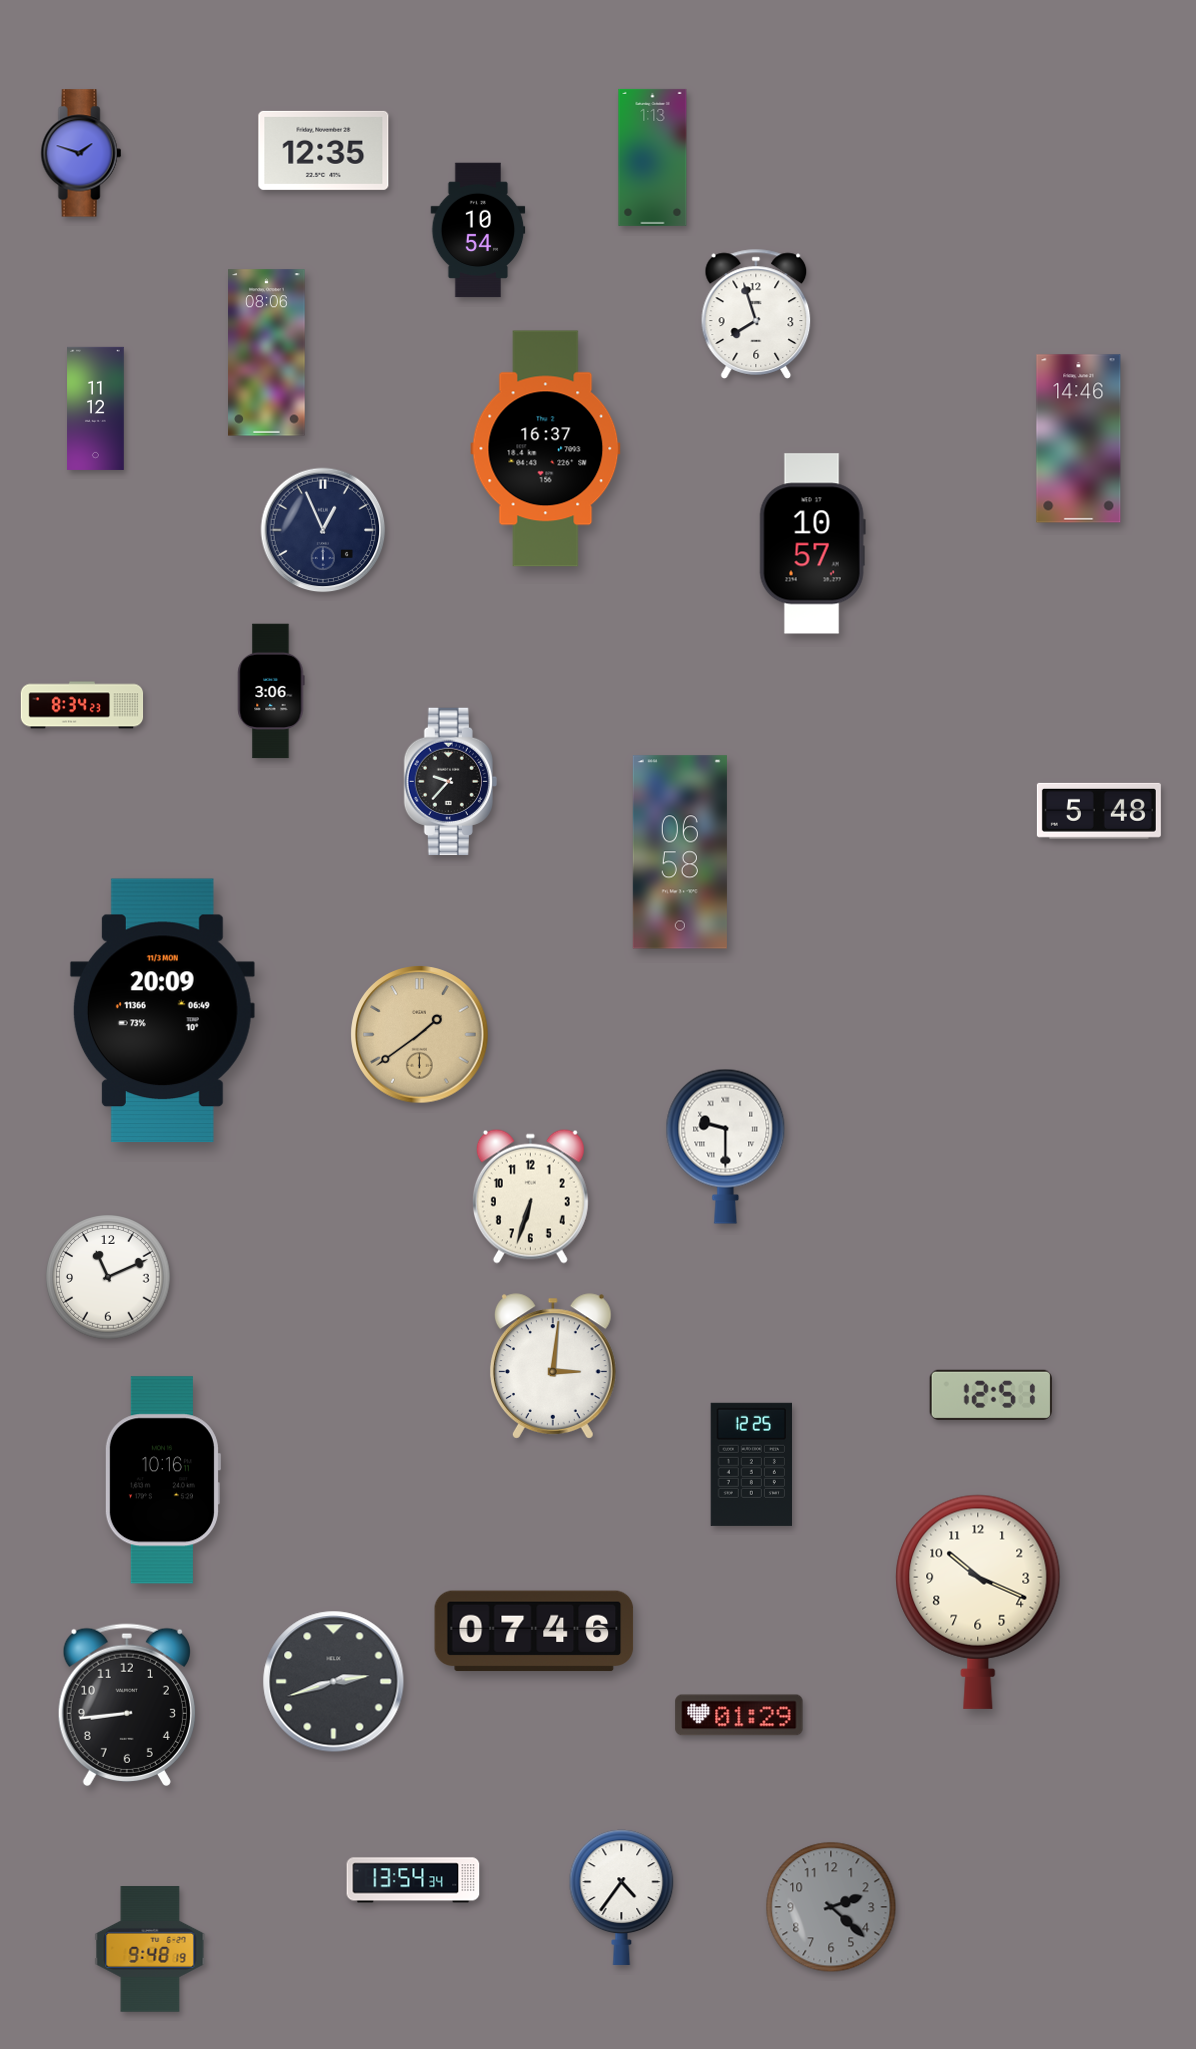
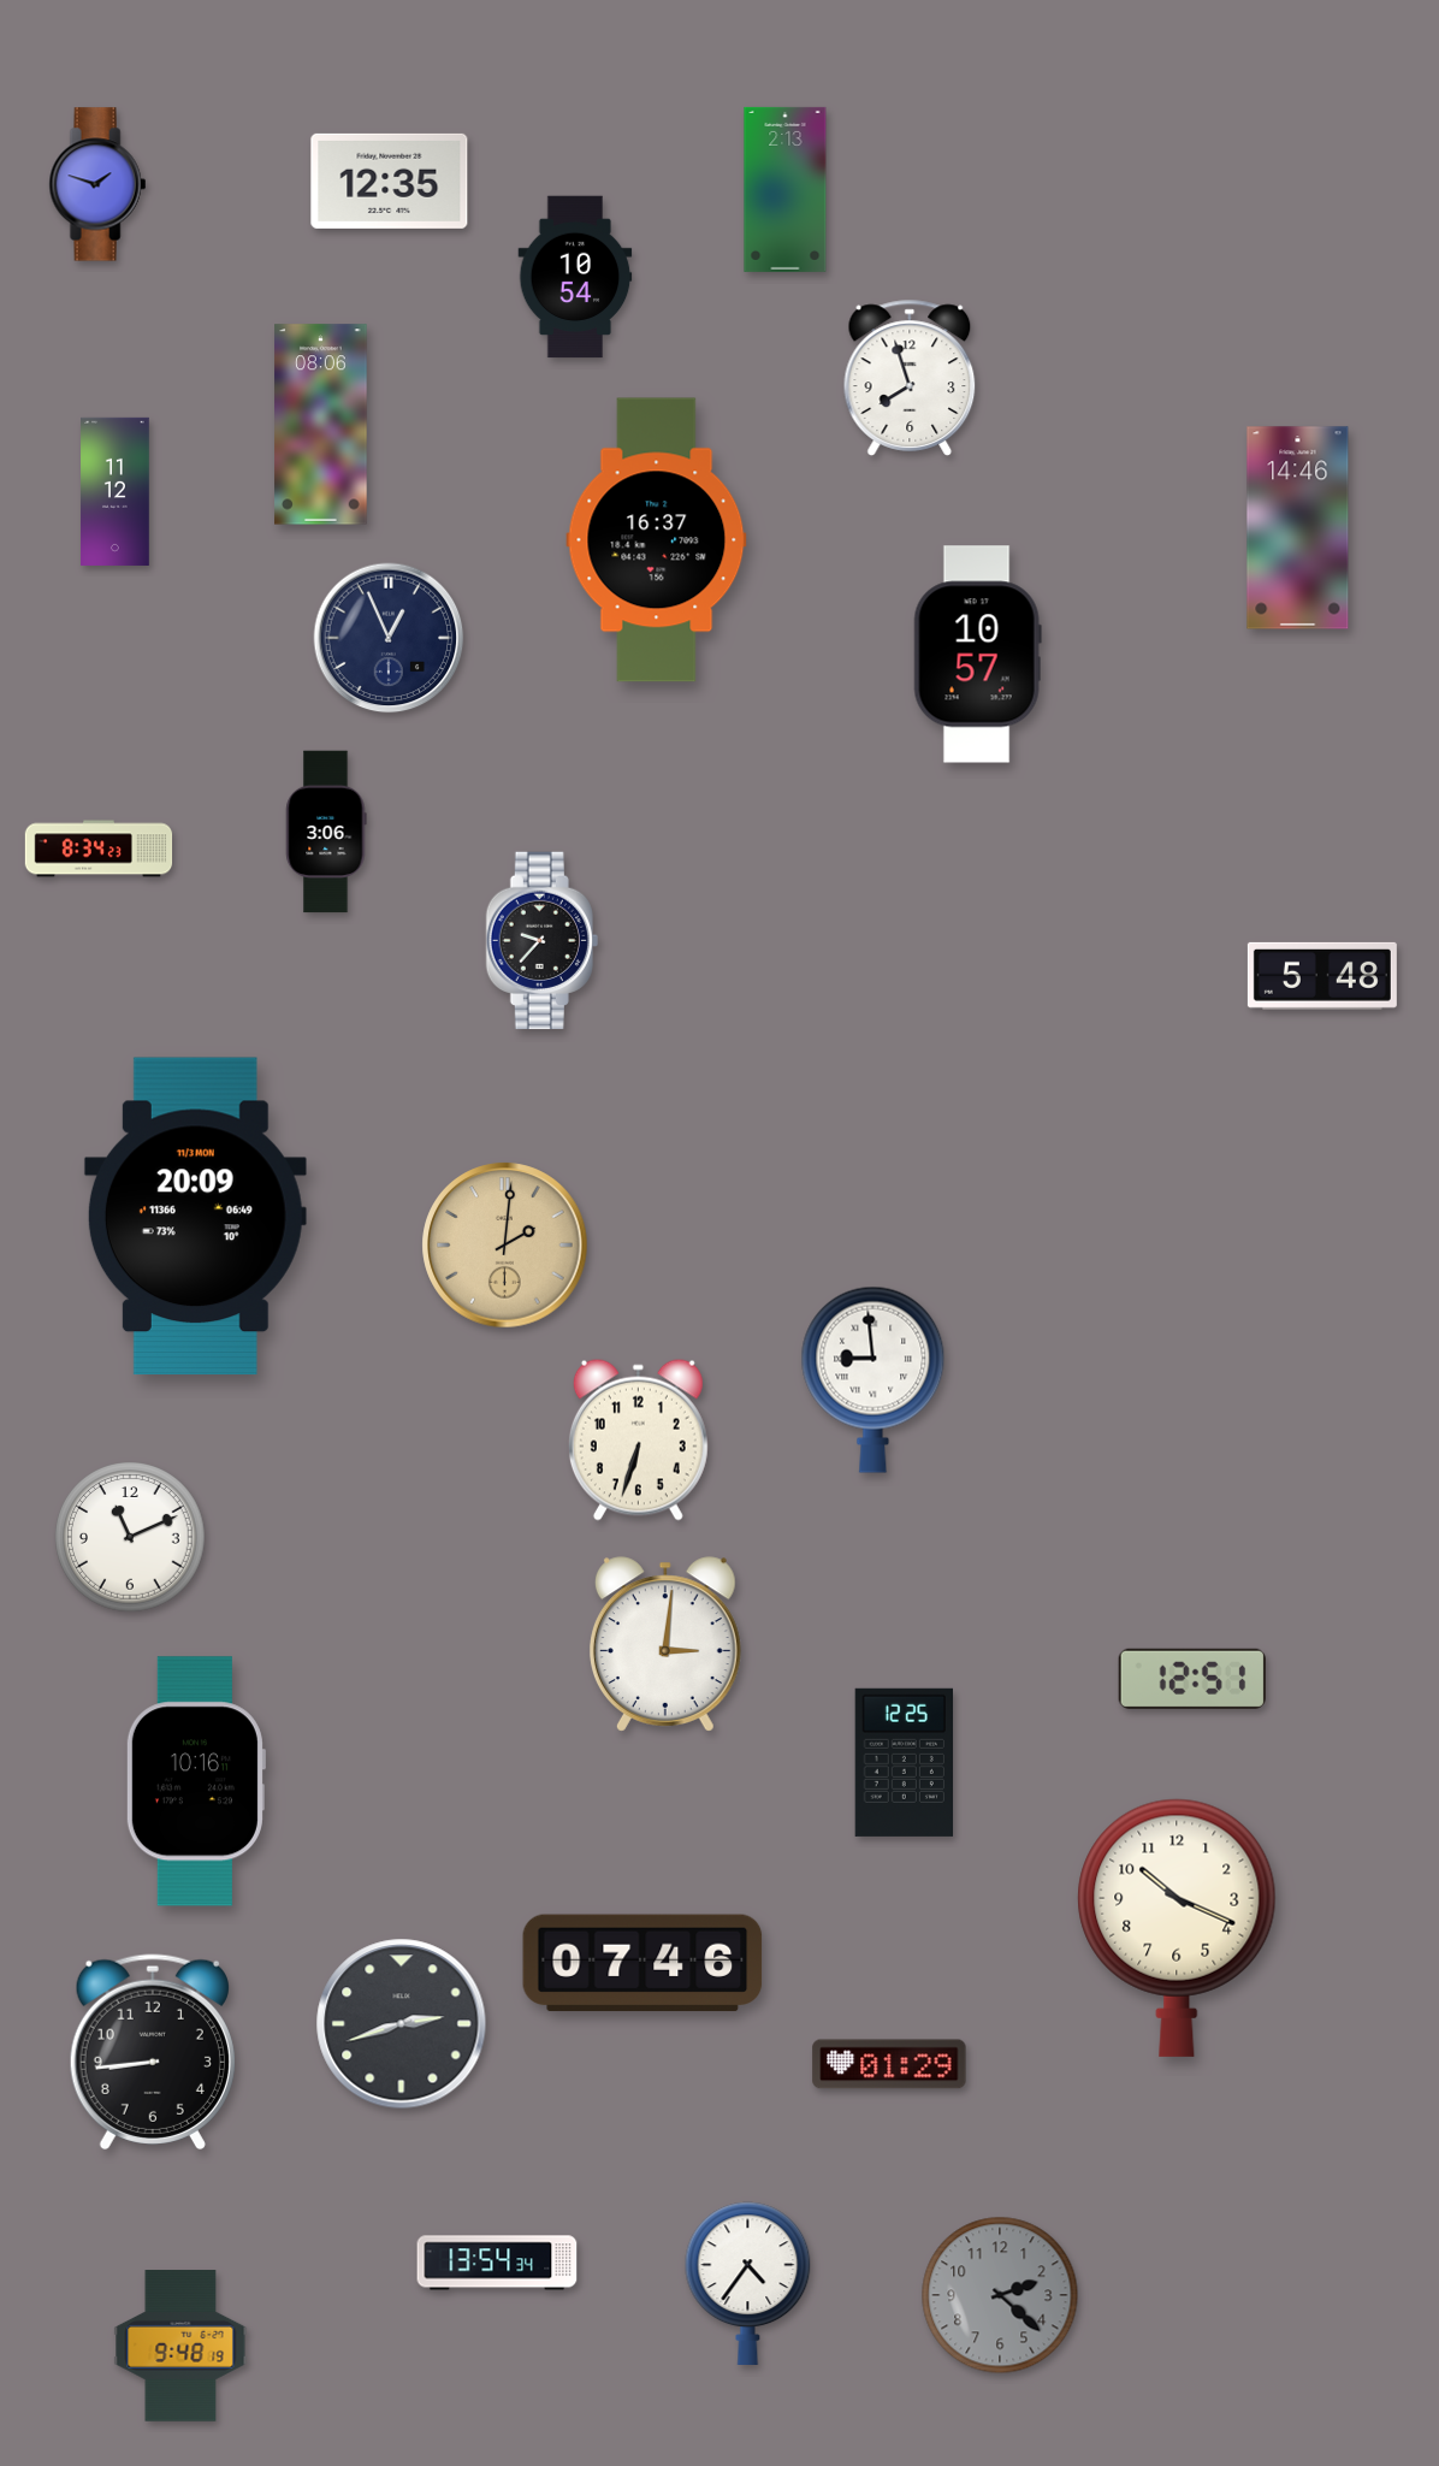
clock at (653, 157): 1:13 -> 2:13
clock at (680, 852): 06:58 -> none
clock at (420, 1035): 1:39 -> 2:01
clock at (726, 1146): 9:30 -> 8:59
